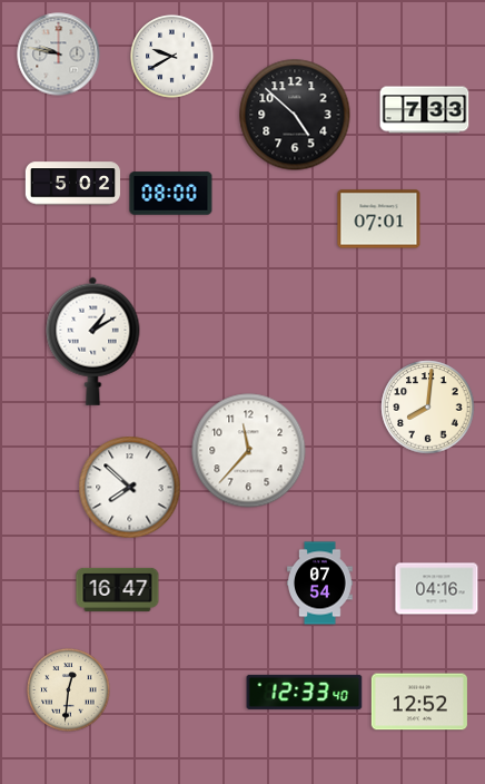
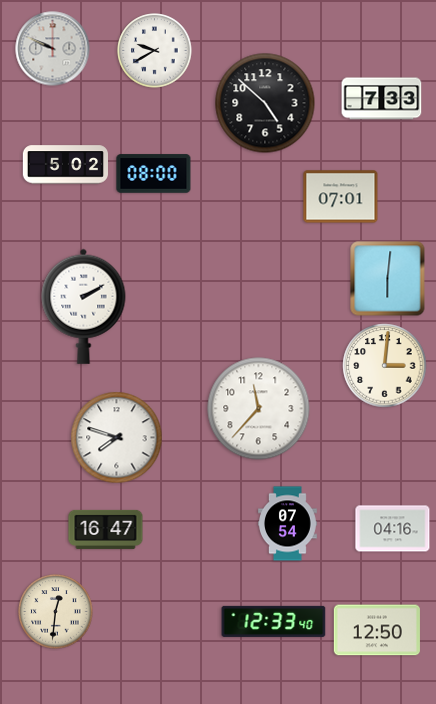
clock at (59, 55): 9:47 -> 9:49
clock at (388, 279): none -> 6:01
clock at (93, 341): 1:10 -> 2:10
clock at (428, 408): 8:01 -> 3:01
clock at (249, 451) position: (249, 451) -> (259, 409)
clock at (130, 488): 7:52 -> 7:48
clock at (69, 690) position: (69, 690) -> (56, 612)
clock at (419, 702): 12:52 -> 12:50
